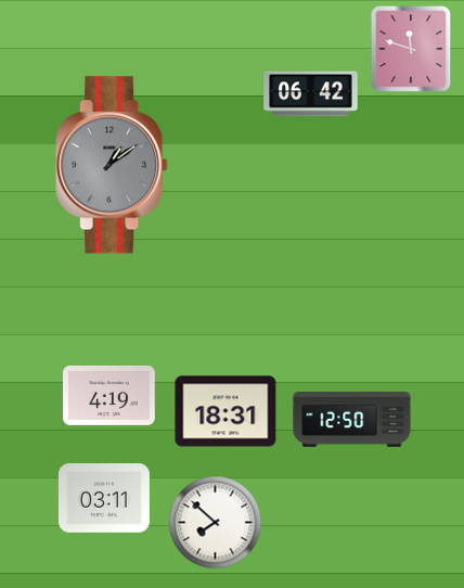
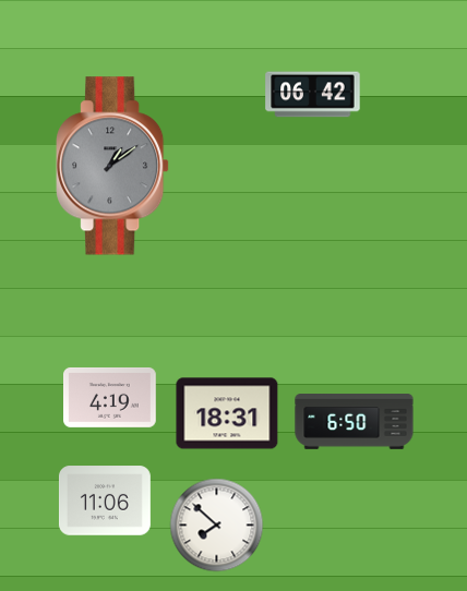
clock at (411, 49): 11:48 -> none
clock at (352, 420): 12:50 -> 6:50
clock at (104, 498): 03:11 -> 11:06
